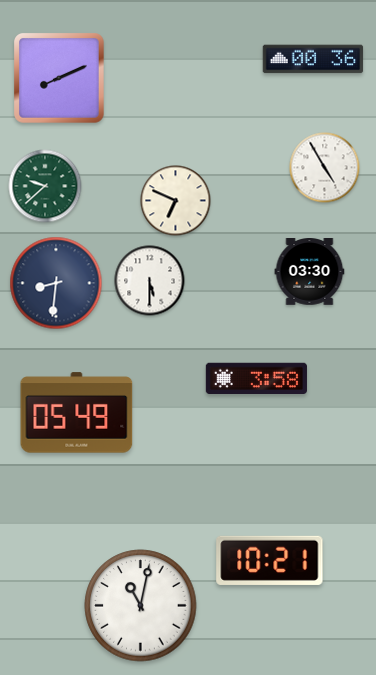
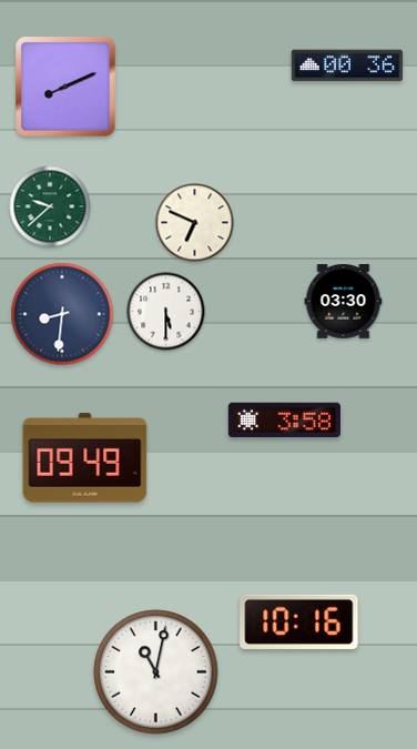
clock at (325, 168): 4:55 -> none
clock at (77, 413): 05:49 -> 09:49
clock at (270, 560): 10:21 -> 10:16
